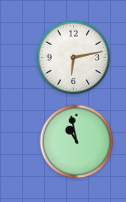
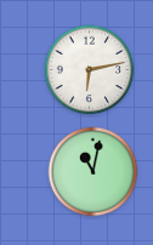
clock at (77, 142): 10:58 -> 11:02
